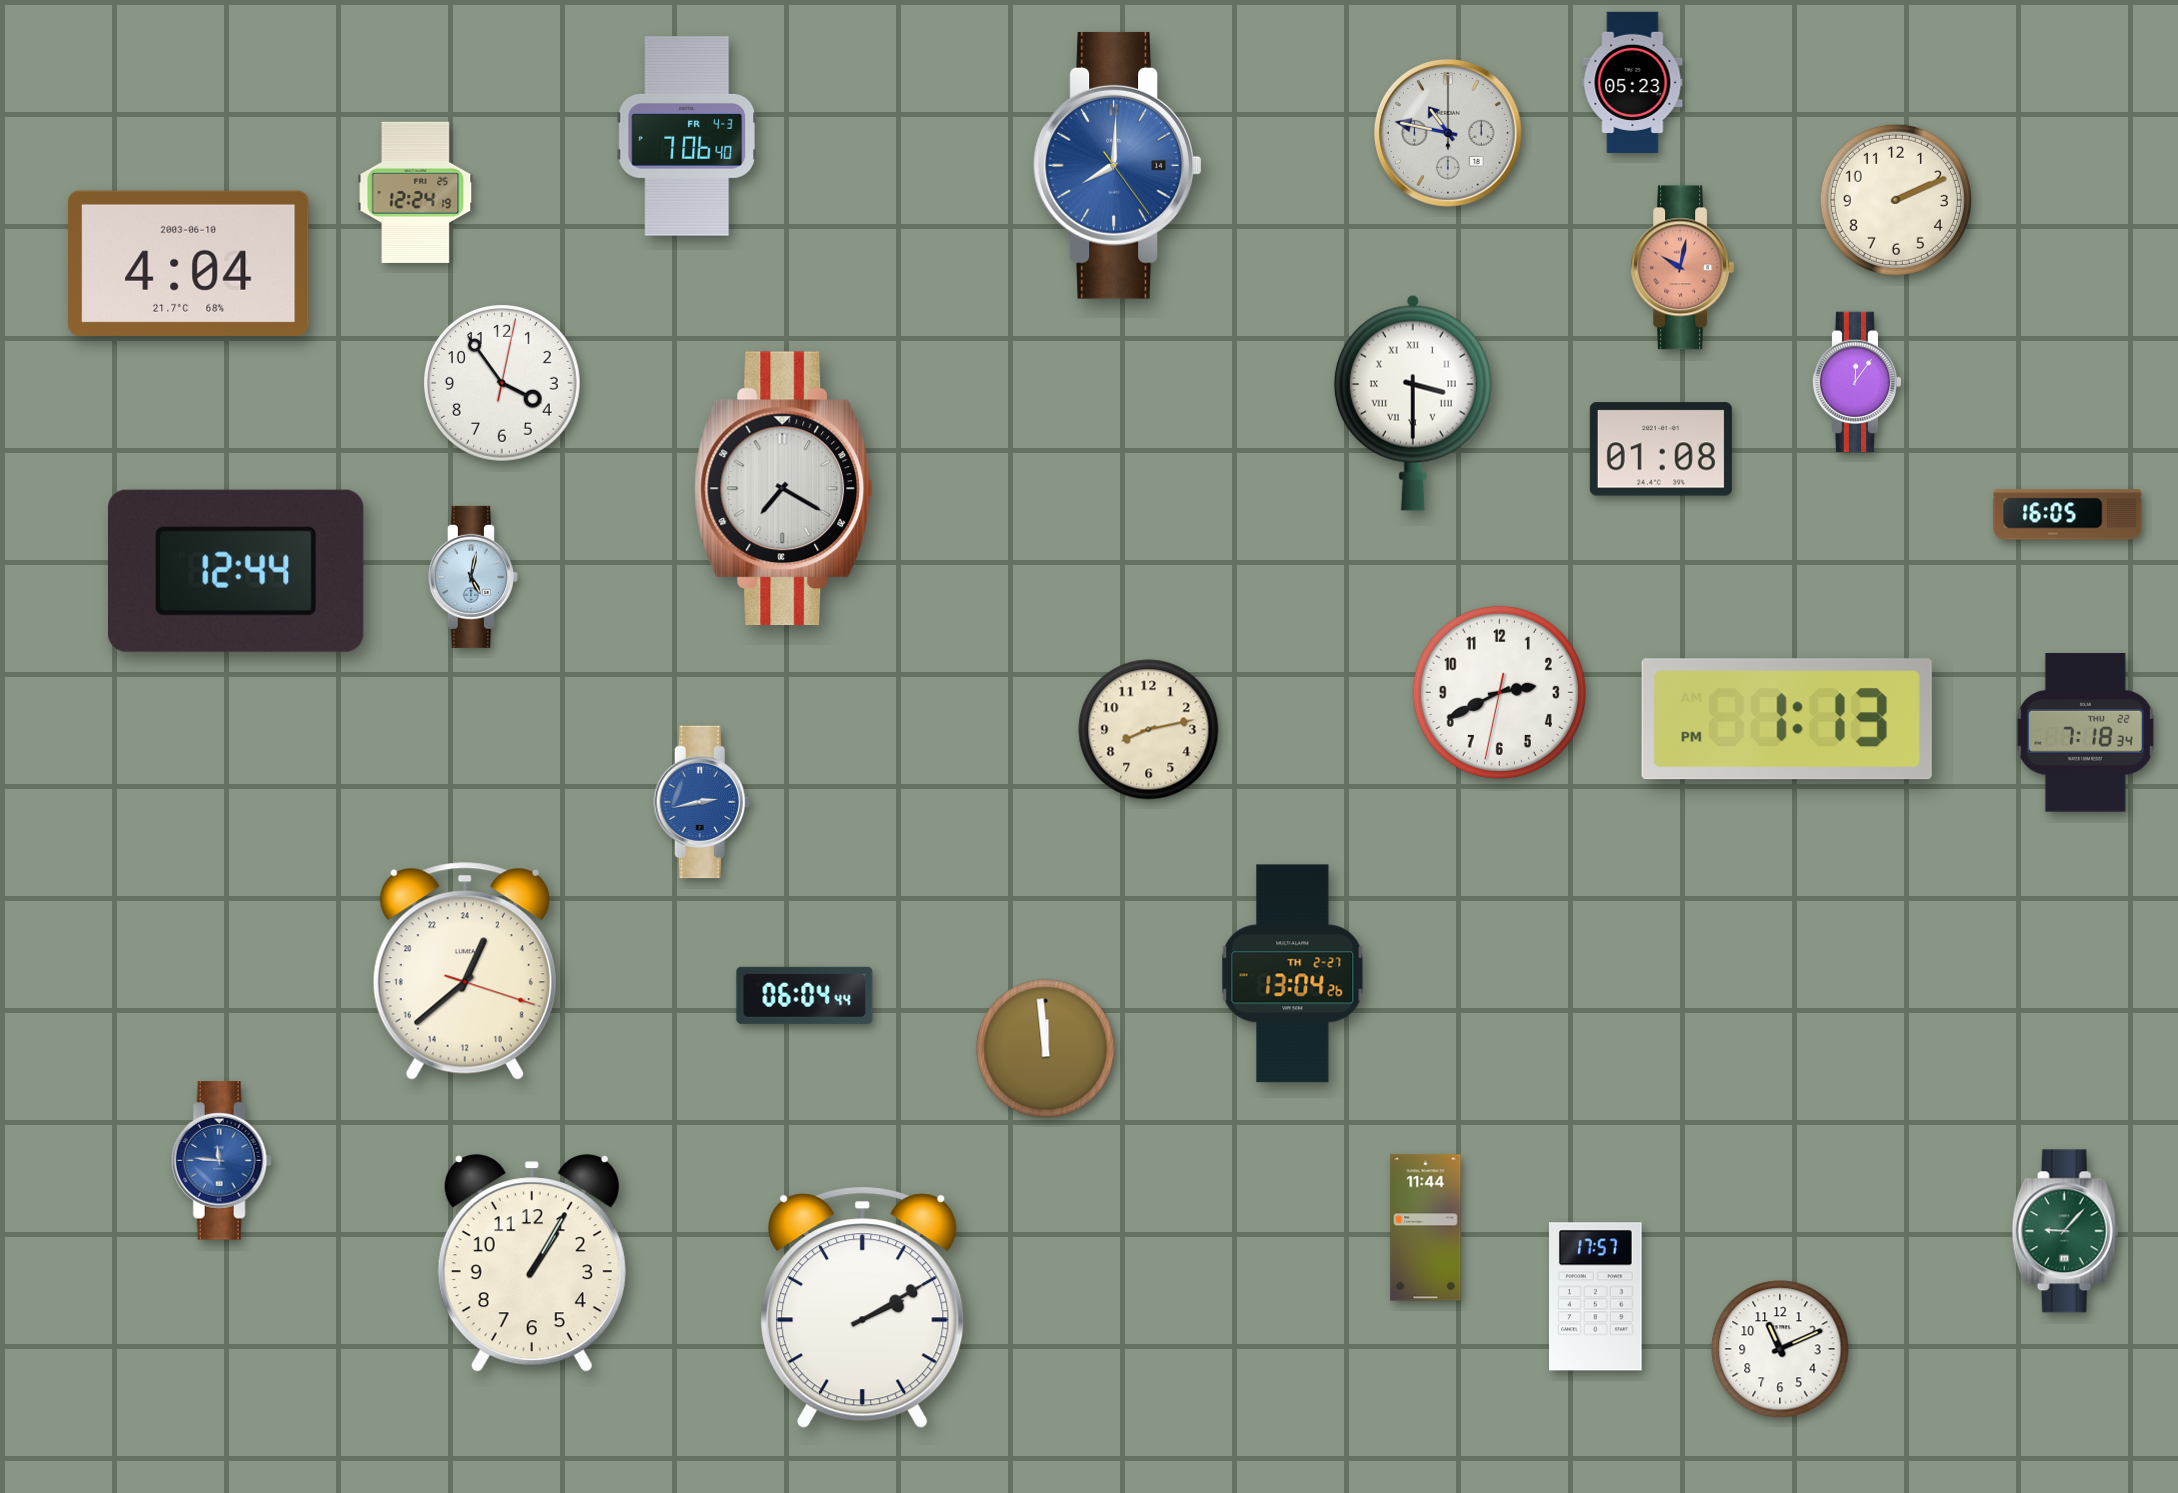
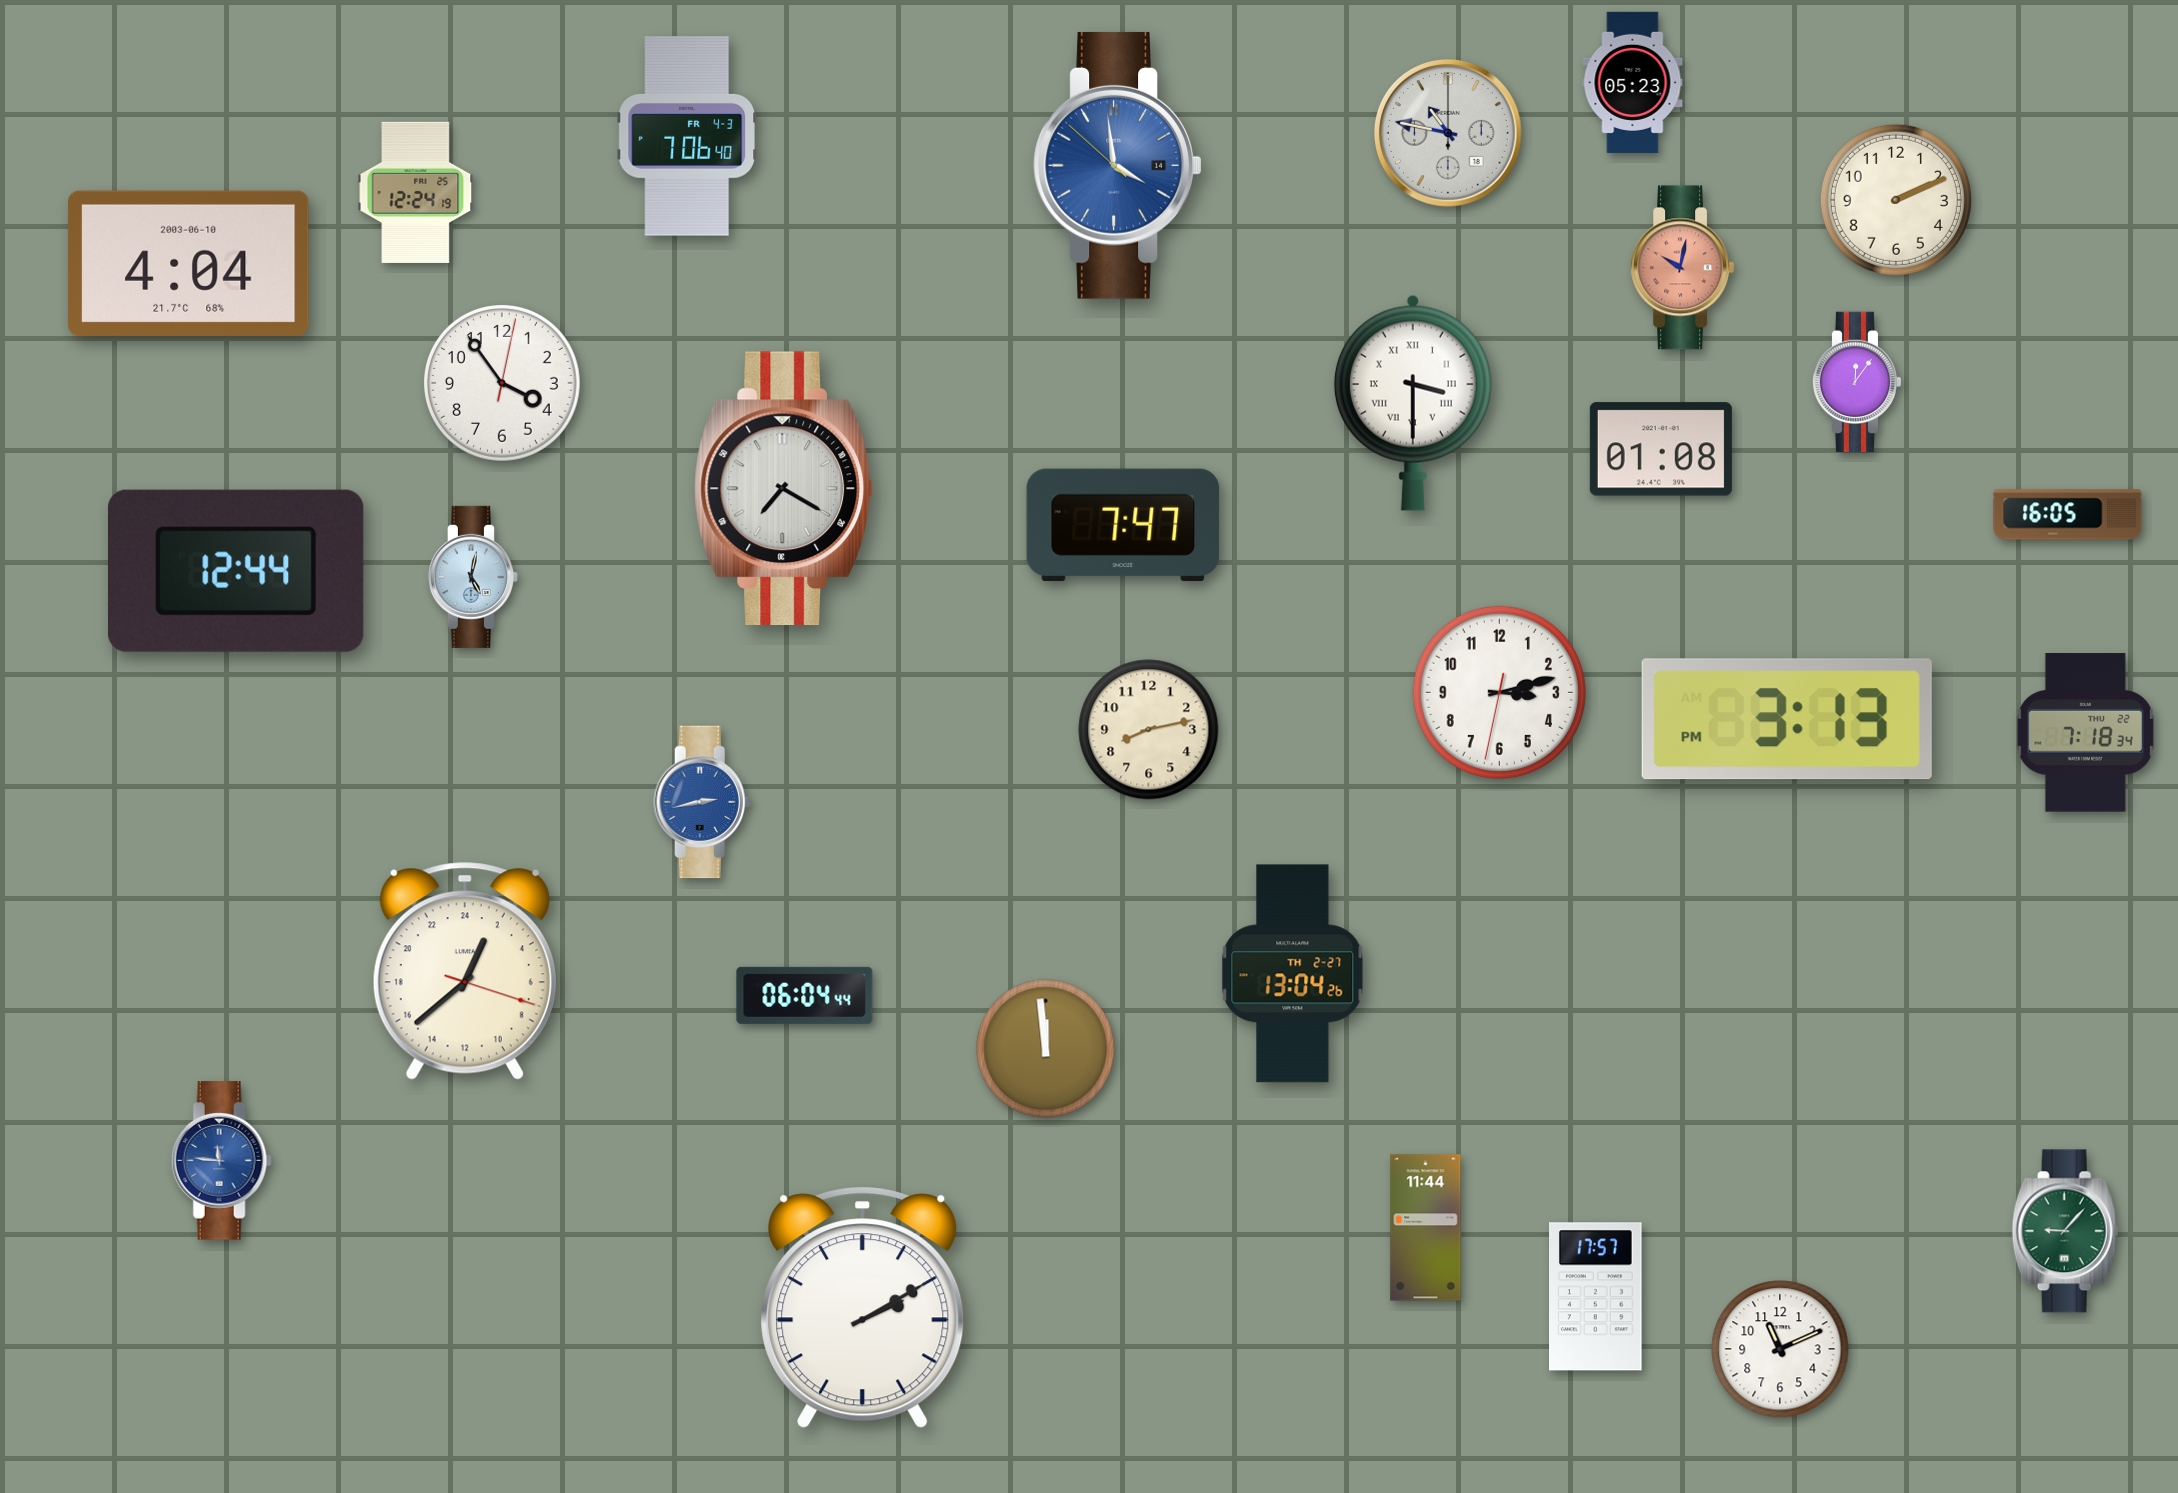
clock at (1118, 165): 8:00 -> 3:58
clock at (1123, 525): none -> 7:47
clock at (1499, 692): 2:40 -> 3:12
clock at (1787, 719): 1:13 -> 3:13
clock at (532, 1264): 1:05 -> none
